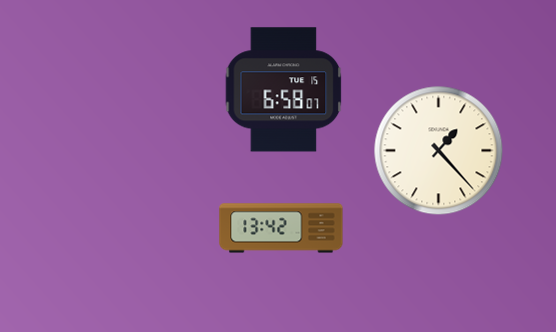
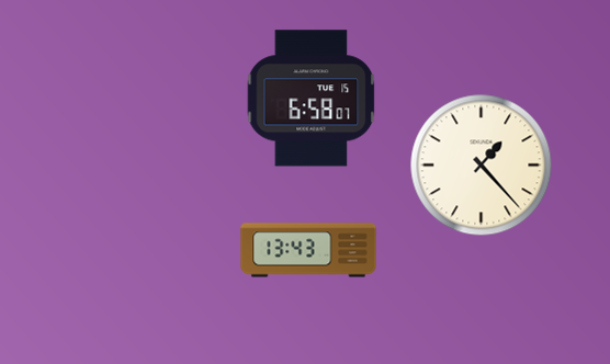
clock at (281, 228): 13:42 -> 13:43
